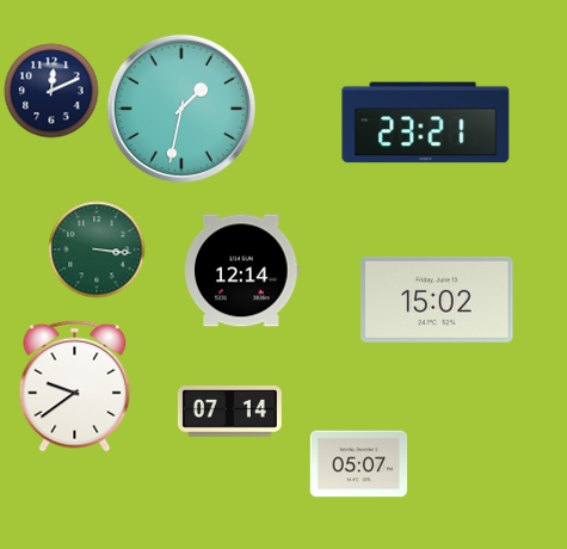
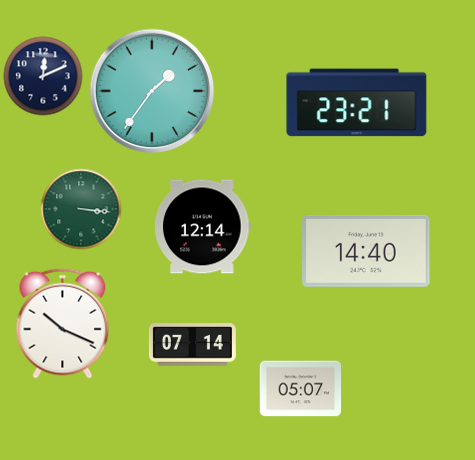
clock at (180, 107): 1:32 -> 1:36
clock at (437, 300): 15:02 -> 14:40
clock at (75, 385): 9:39 -> 10:19
